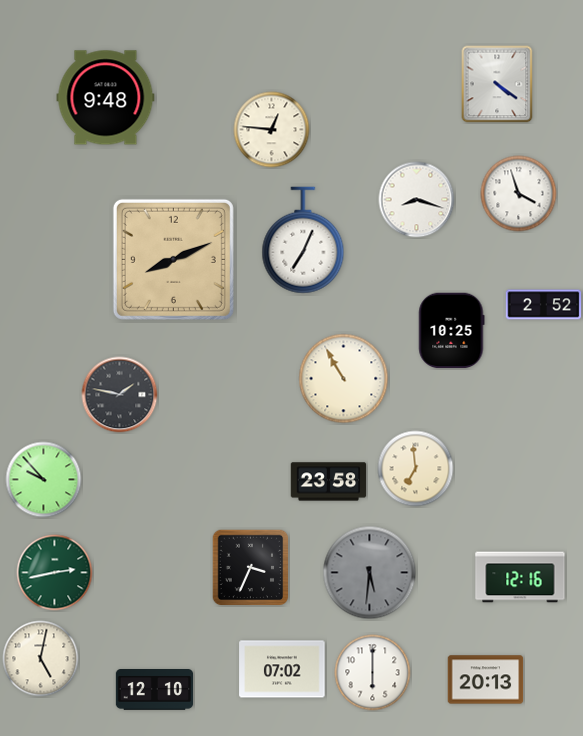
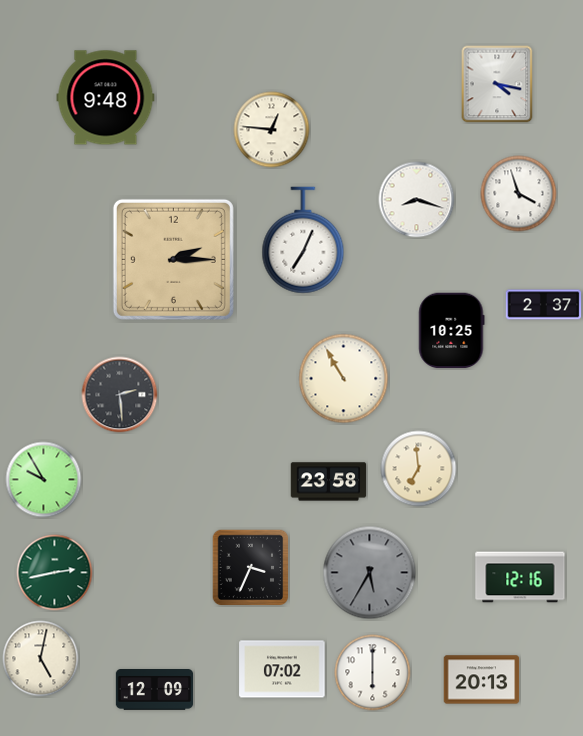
clock at (497, 84): 4:21 -> 4:17
clock at (173, 259): 8:11 -> 2:15
clock at (544, 305): 2:52 -> 2:37
clock at (120, 395): 1:47 -> 2:29
clock at (416, 469) position: (416, 469) -> (419, 469)
clock at (44, 480): 9:53 -> 9:55
clock at (370, 573): 5:31 -> 5:35
clock at (486, 680) position: (486, 680) -> (482, 680)
clock at (155, 690): 12:10 -> 12:09
